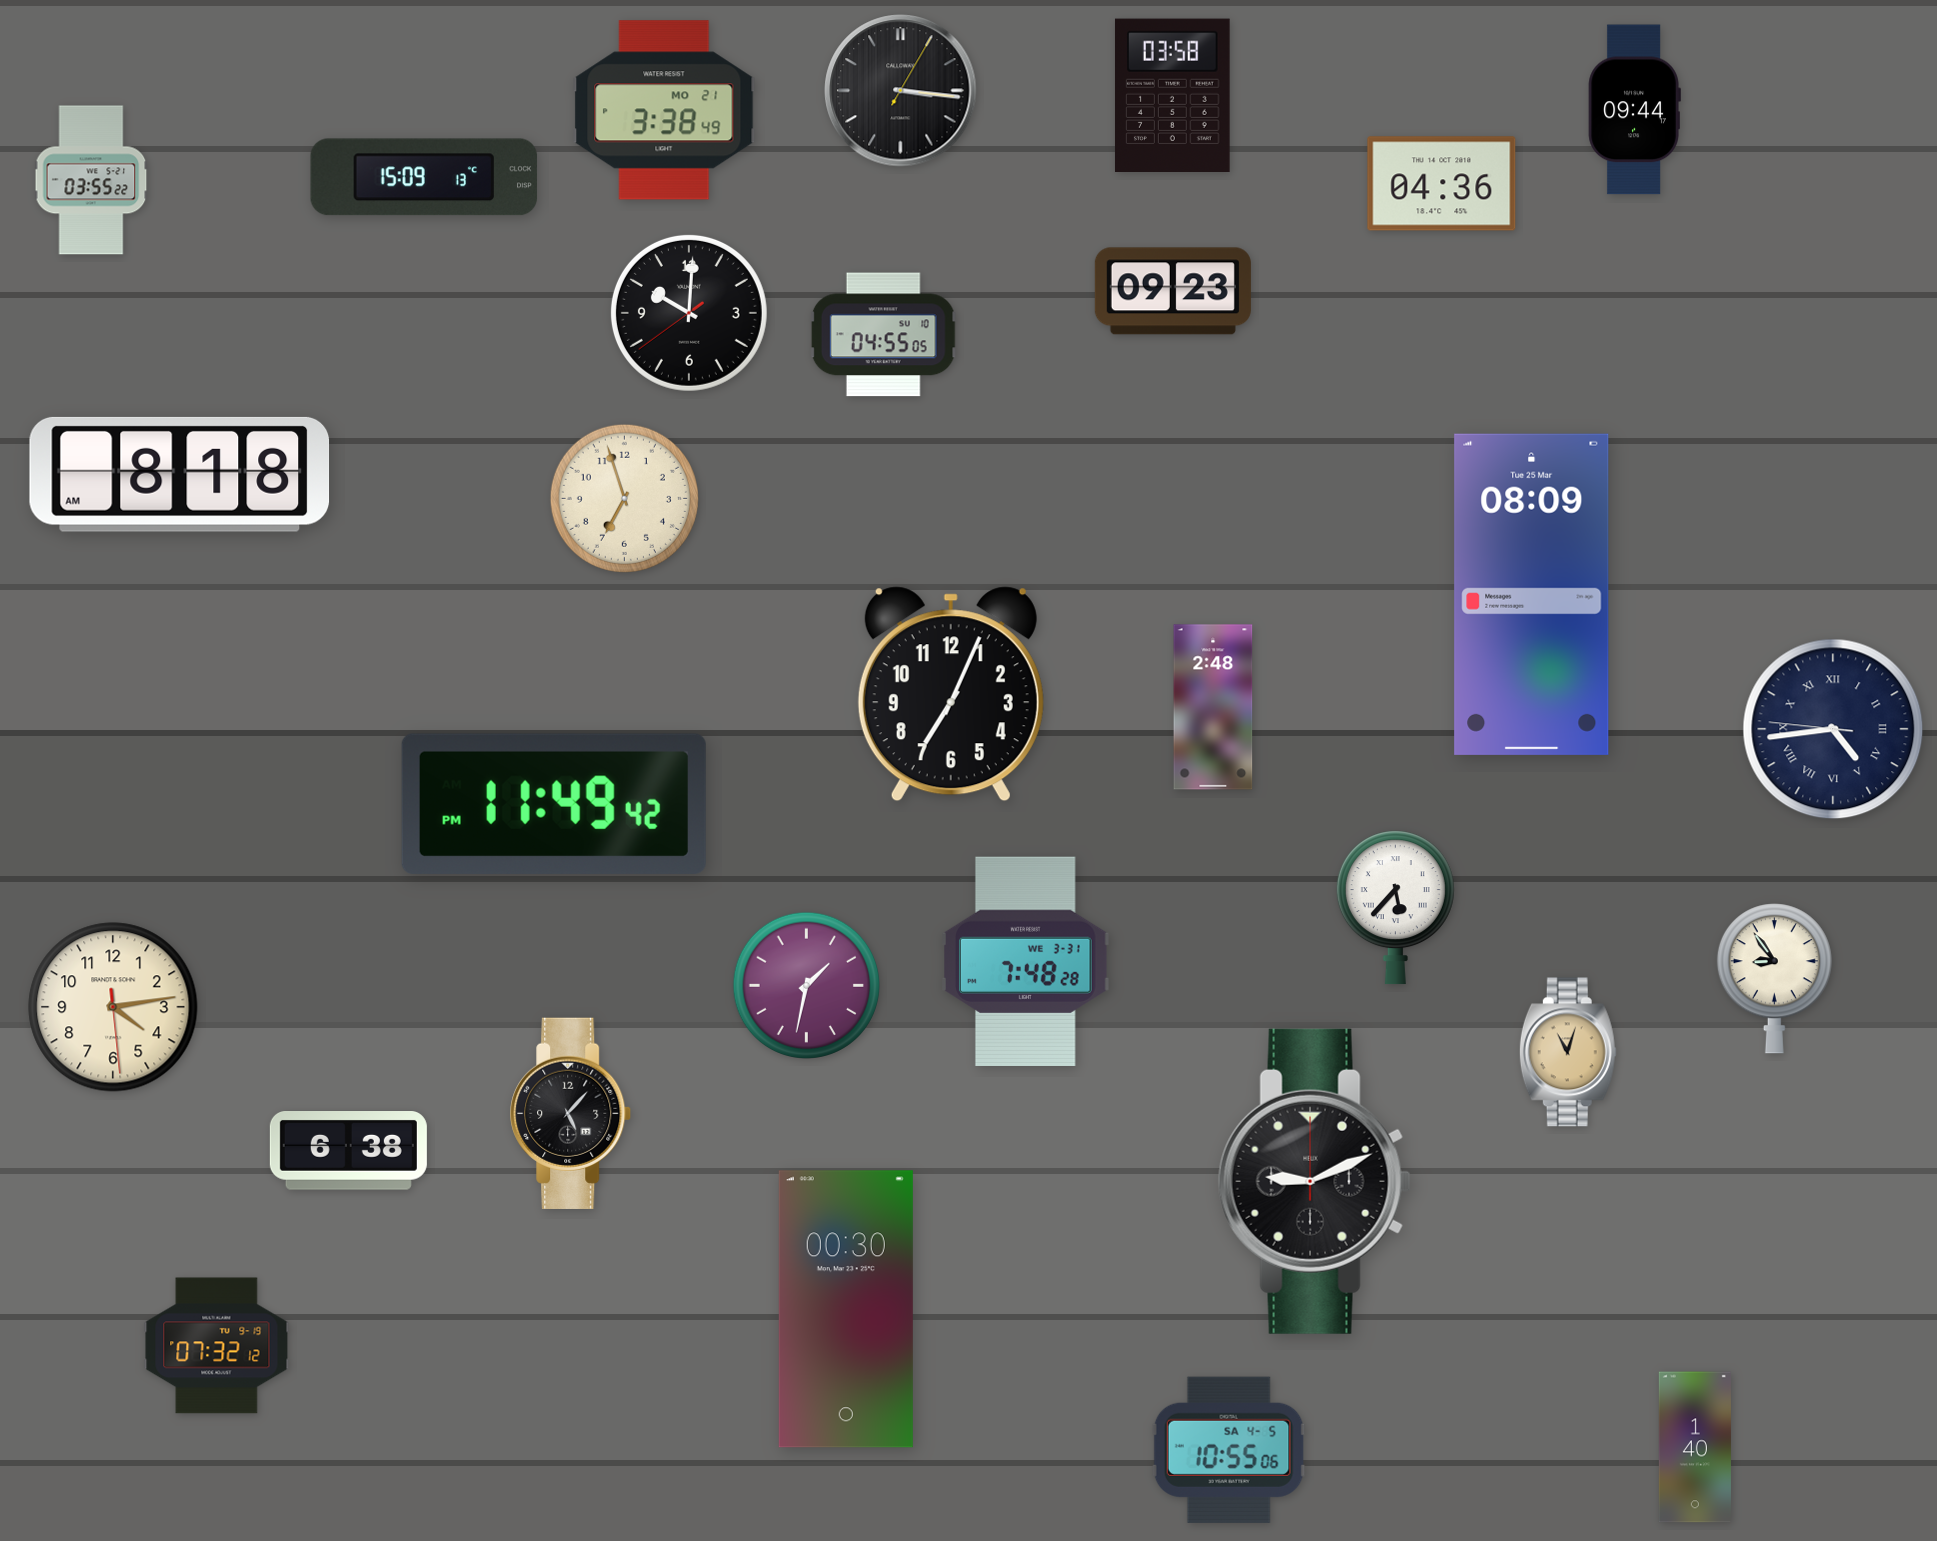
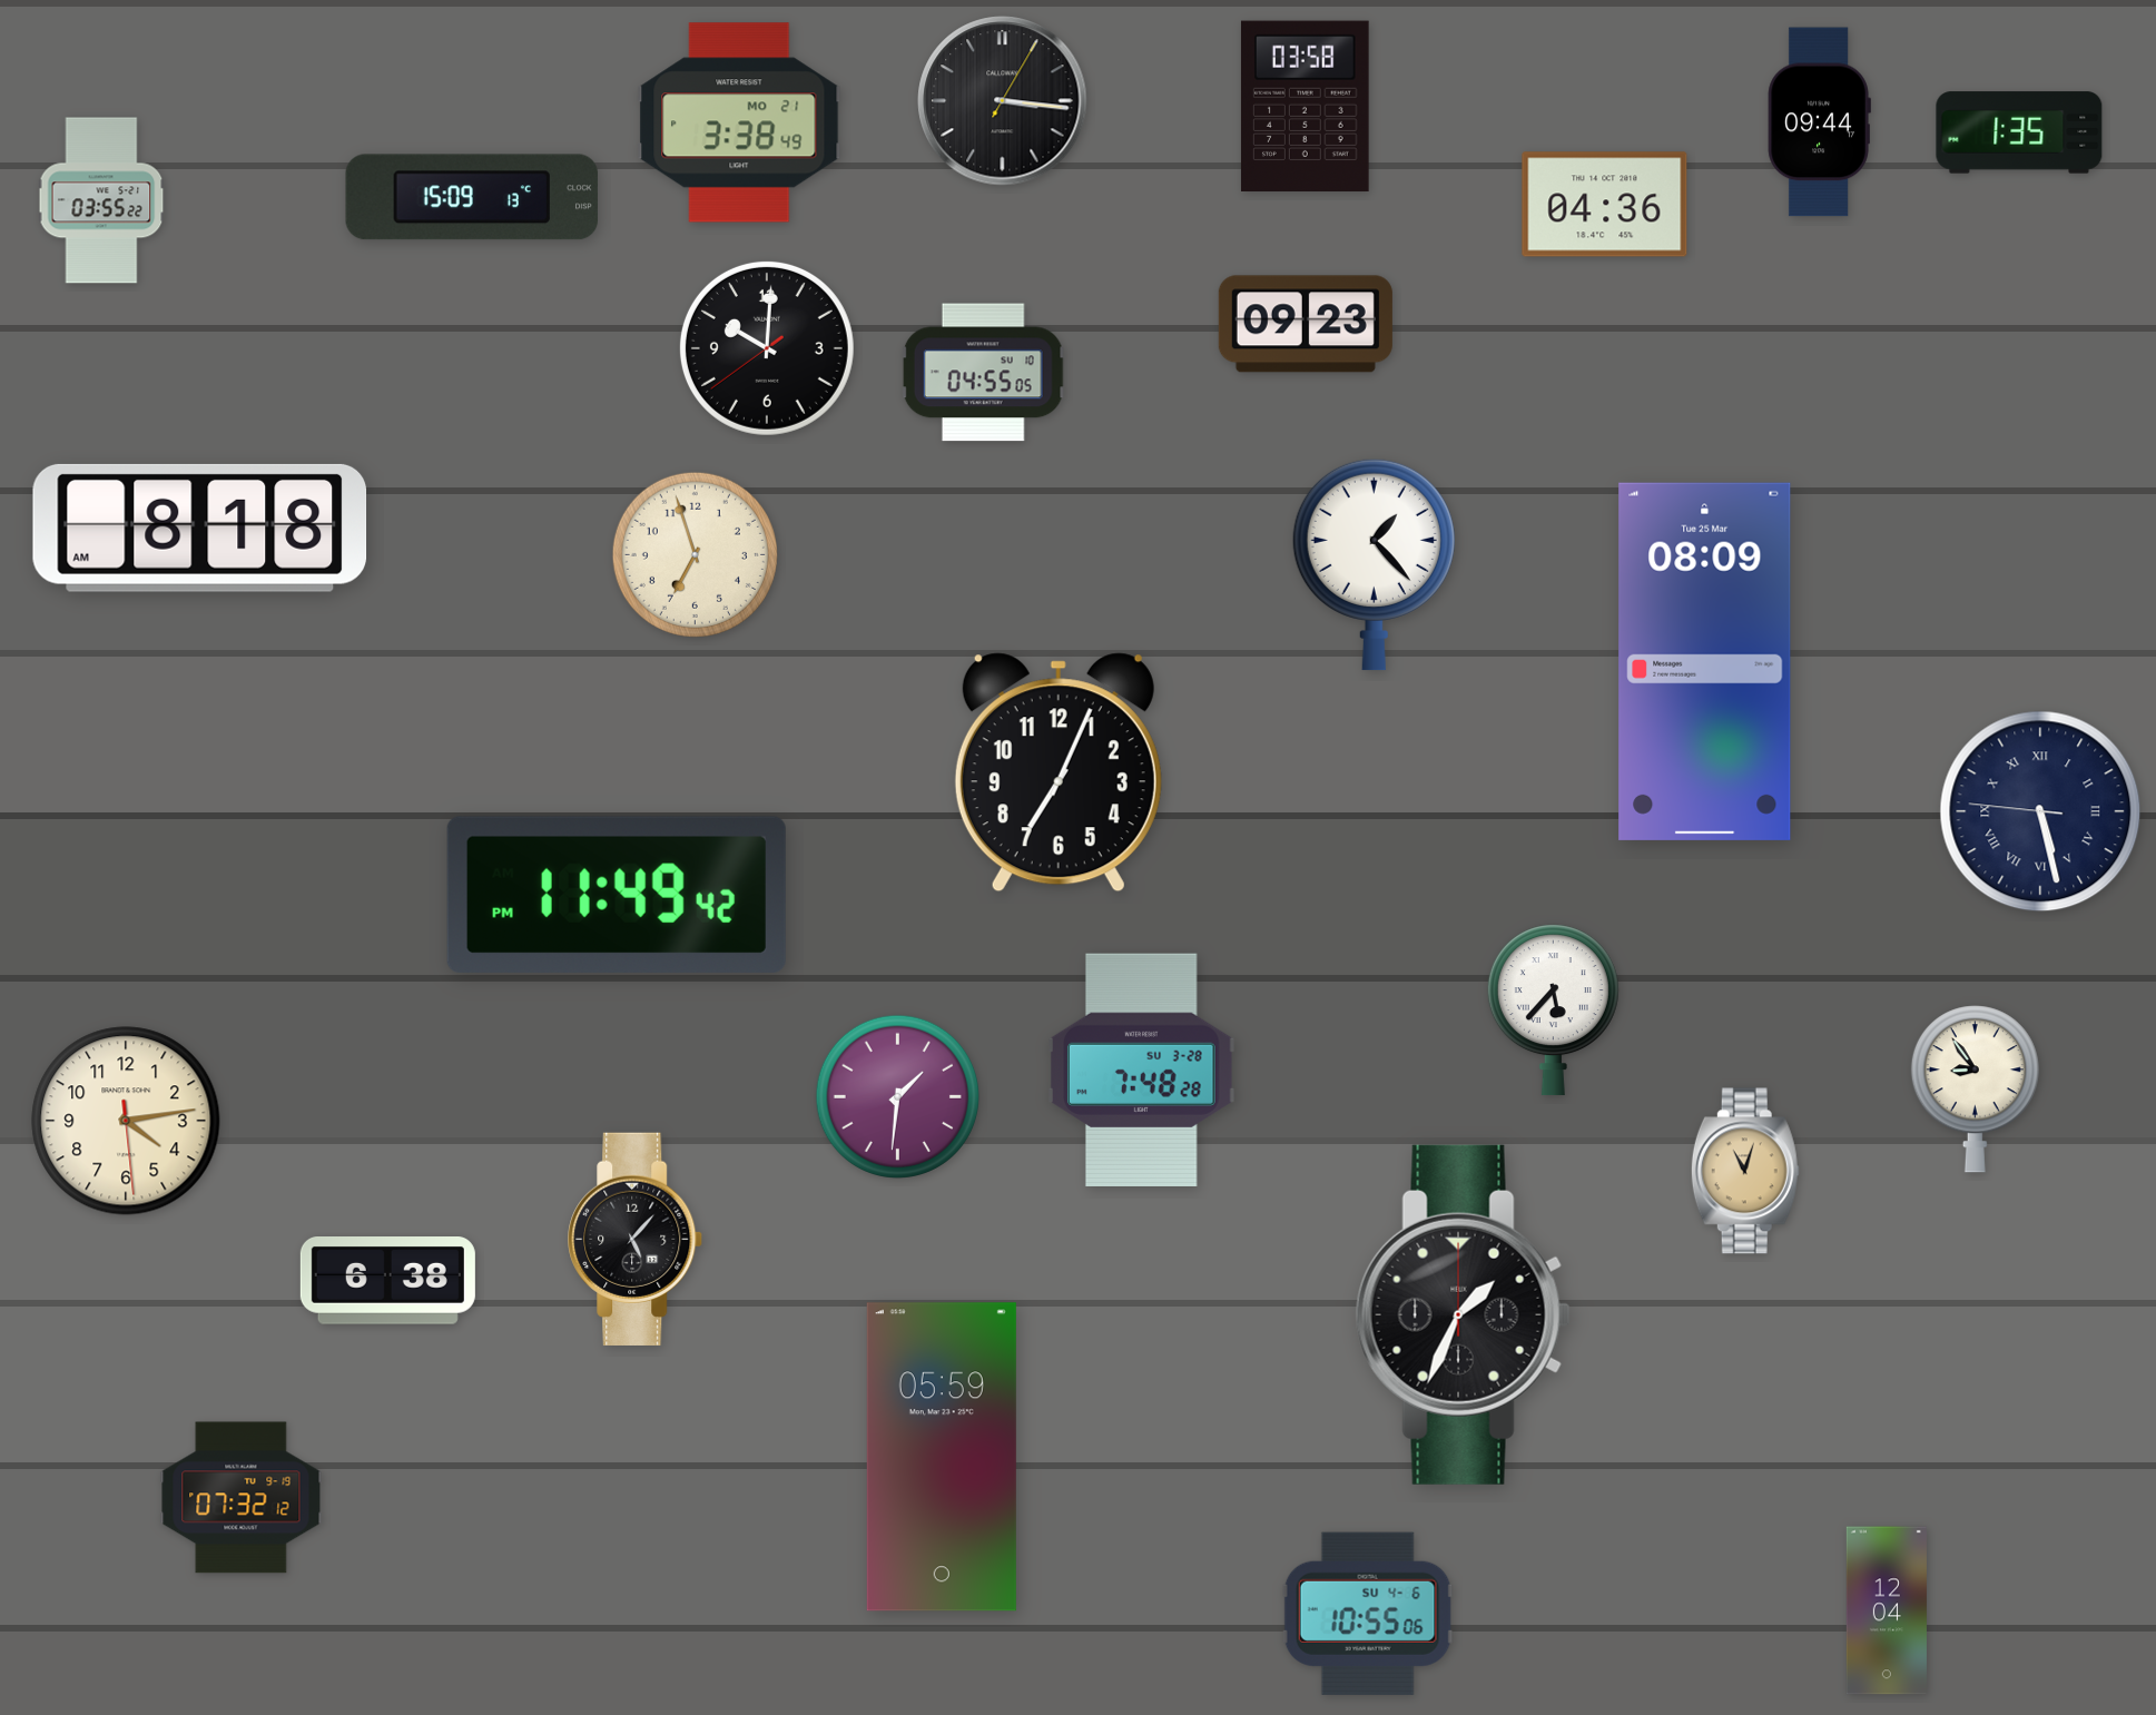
clock at (2019, 132): none -> 1:35
clock at (1374, 564): none -> 1:23
clock at (1213, 707): 2:48 -> none
clock at (1833, 729): 4:43 -> 5:27
clock at (1026, 961) date: WE 3-31 -> SU 3-28
clock at (806, 985): 1:32 -> 1:31
clock at (1314, 1181): 9:11 -> 1:34
clock at (846, 1309): 00:30 -> 05:59
clock at (1695, 1447): 1:40 -> 12:04
clock at (1229, 1450) date: SA 4-5 -> SU 4-6
